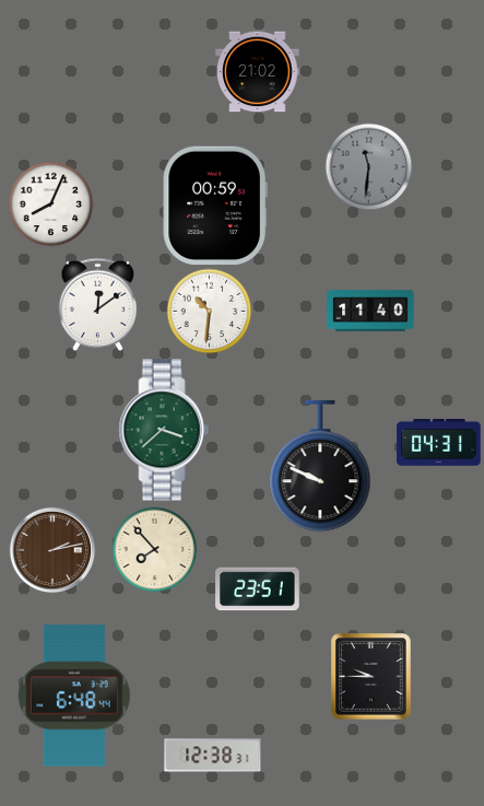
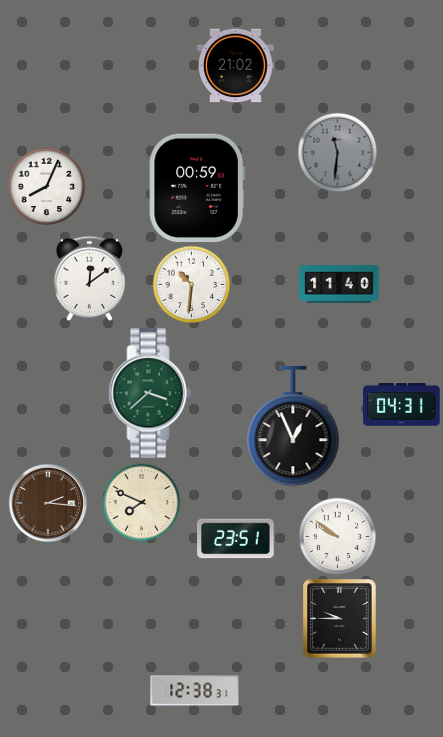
clock at (320, 466): 9:49 -> 12:56
clock at (154, 549): 7:53 -> 7:49
clock at (52, 550): 2:13 -> 2:16
clock at (337, 536): none -> 9:51
clock at (74, 696): 6:48 -> none
